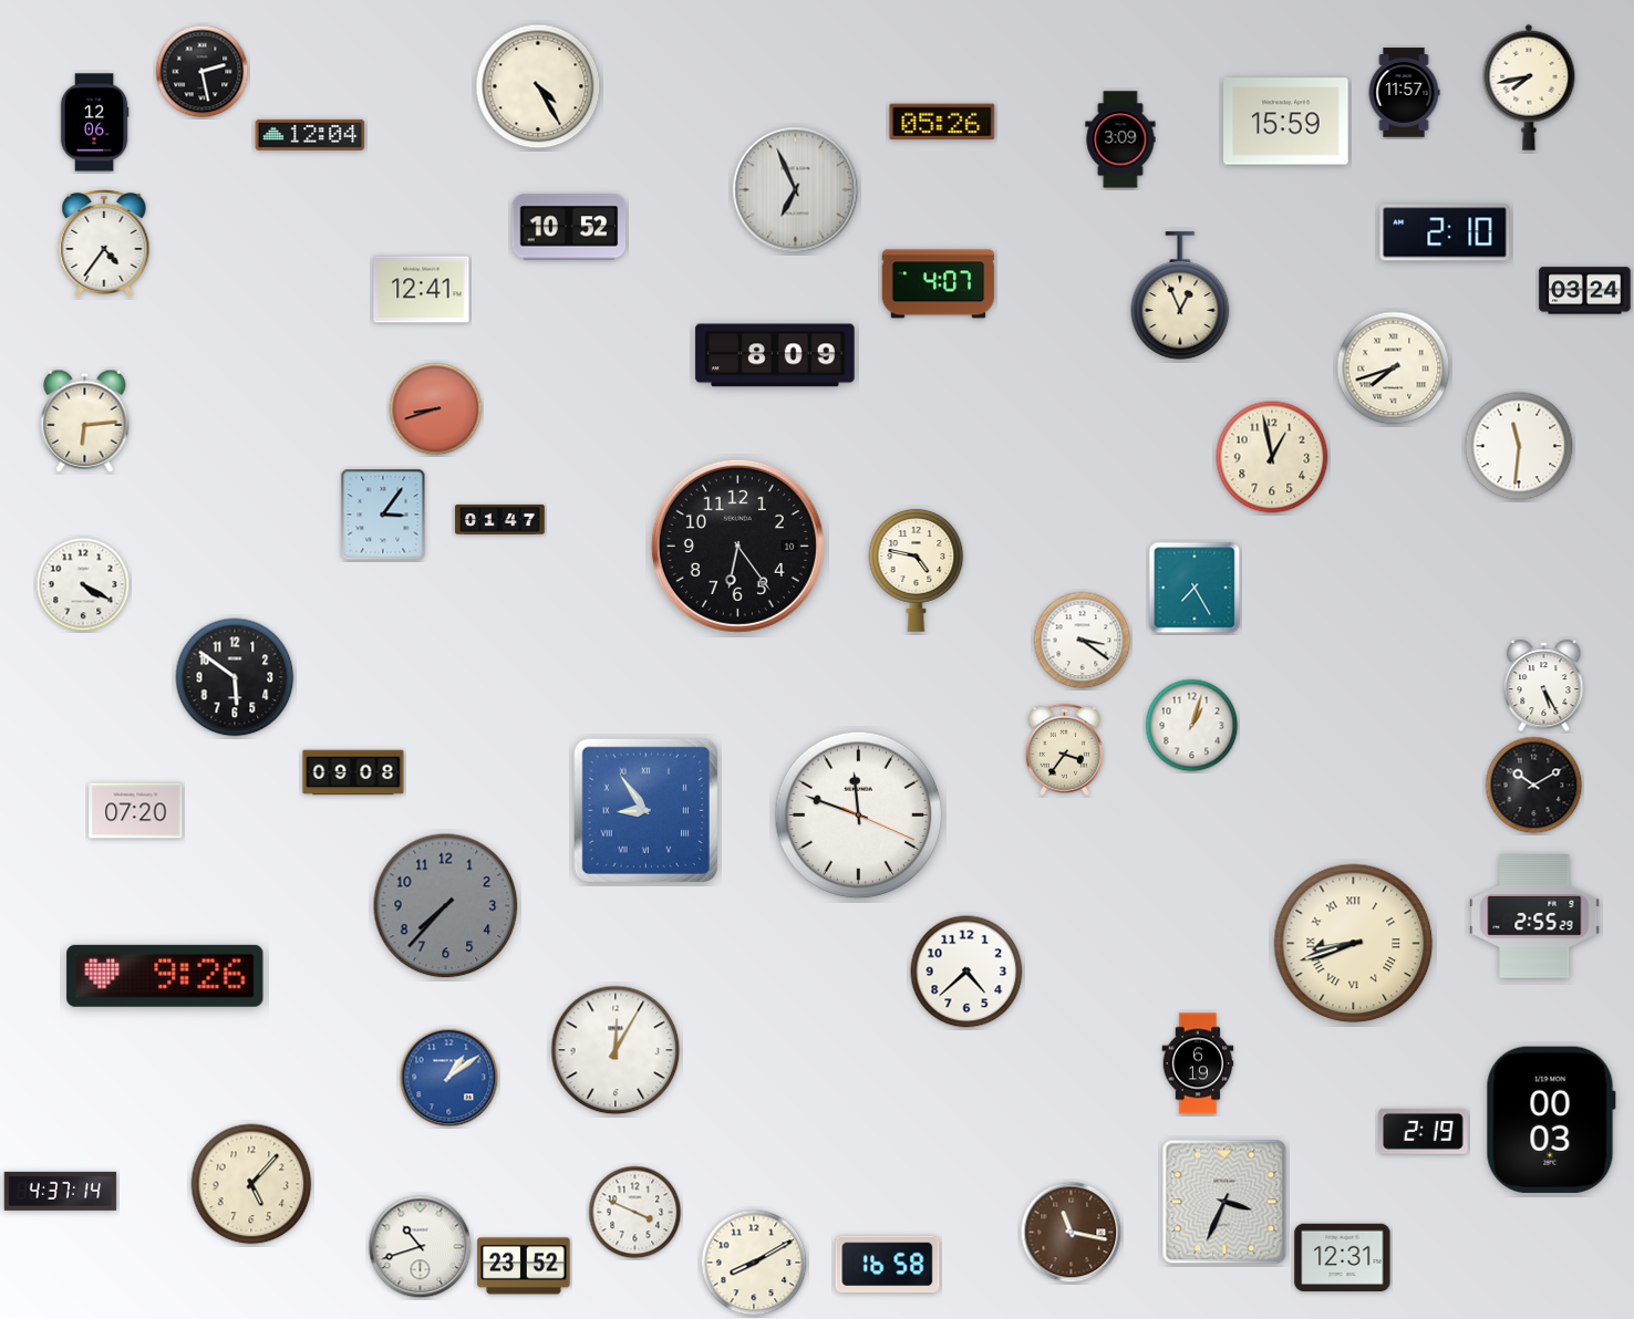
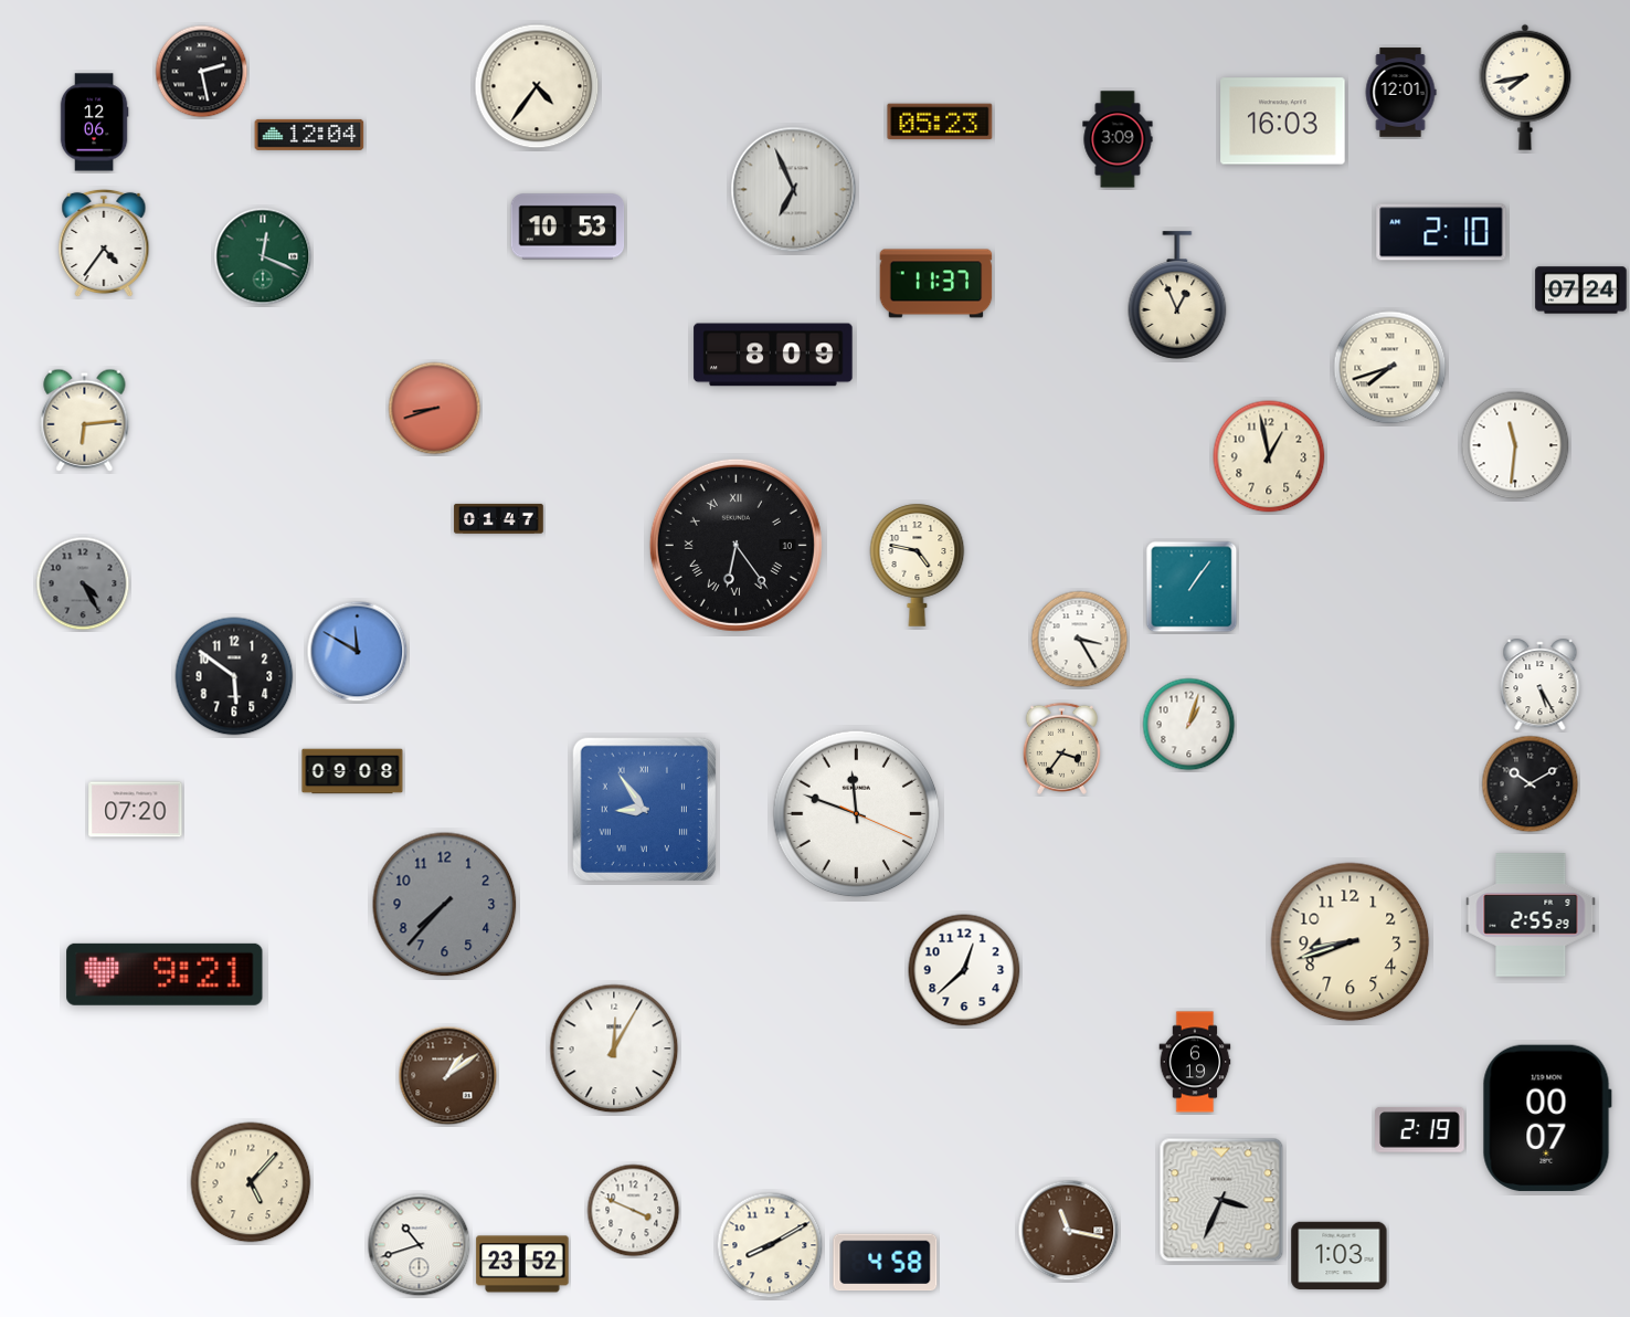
clock at (538, 86): 4:25 -> 4:36
clock at (1404, 93): 11:57 -> 12:01
clock at (942, 122): 05:26 -> 05:23
clock at (1286, 122): 15:59 -> 16:03
clock at (569, 227): 10:52 -> 10:53
clock at (263, 256): none -> 12:19
clock at (939, 284): 4:07 -> 11:37
clock at (422, 290): 12:41 -> none
clock at (1585, 291): 03:24 -> 07:24
clock at (383, 515): 3:06 -> none
clock at (737, 546) numerals: Arabic -> Roman
clock at (917, 570) position: (917, 570) -> (918, 565)
clock at (83, 584): 4:20 -> 4:25
clock at (83, 584) dial: white -> grey
clock at (1195, 588): 7:25 -> 1:06
clock at (1083, 641): 3:21 -> 3:25
clock at (358, 652): none -> 11:50
clock at (1354, 944) numerals: Roman -> Arabic
clock at (966, 972): 4:38 -> 12:38
clock at (165, 976): 9:26 -> 9:21
clock at (449, 1078) dial: blue -> brown
clock at (1551, 1120): 00:03 -> 00:07
clock at (61, 1191): 4:37 -> none
clock at (1343, 1258): 12:31 -> 1:03
clock at (754, 1263) position: (754, 1263) -> (770, 1245)
clock at (888, 1265): 16:58 -> 4:58
